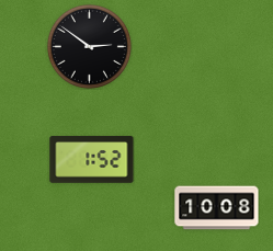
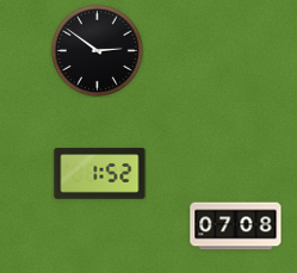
clock at (217, 208): 10:08 -> 07:08
